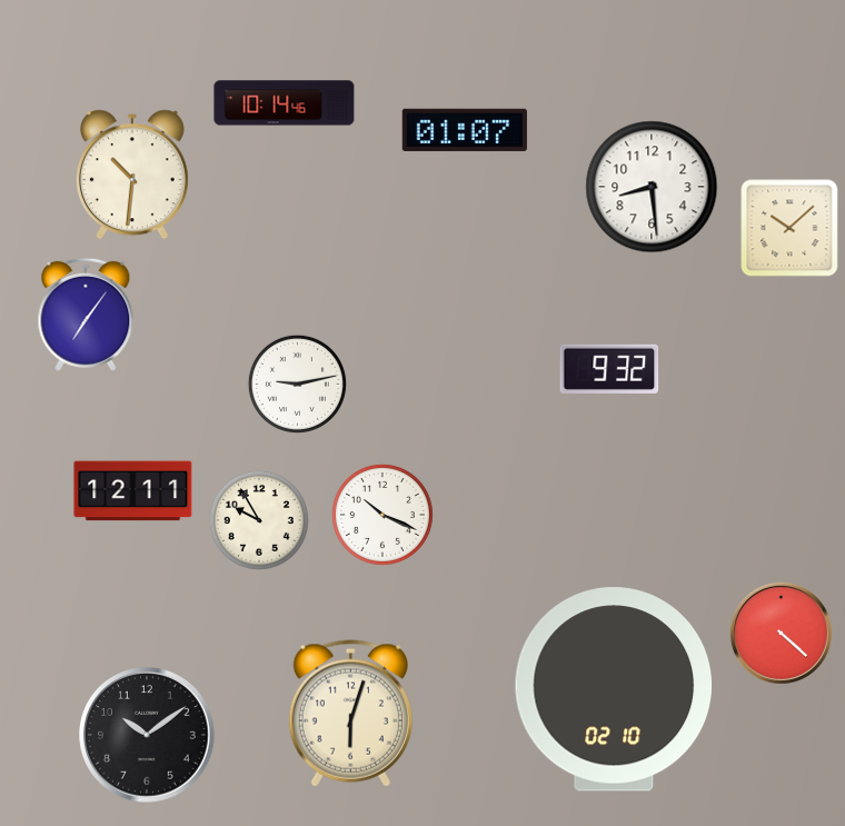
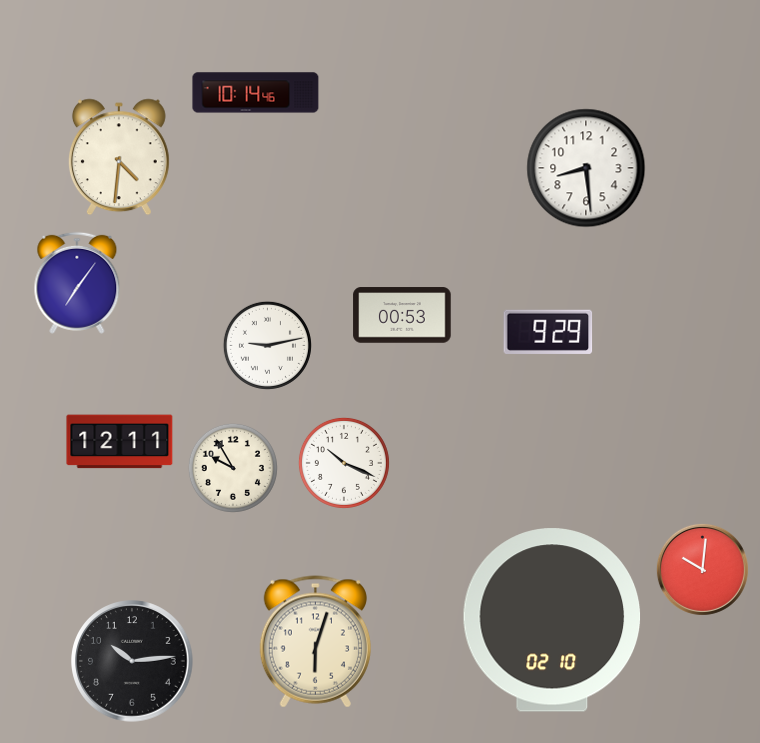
clock at (464, 130): 01:07 -> none
clock at (132, 175): 10:31 -> 4:31
clock at (789, 228): 10:08 -> none
clock at (402, 315): none -> 00:53
clock at (609, 369): 9:32 -> 9:29
clock at (781, 633): 4:22 -> 10:01
clock at (147, 735): 10:09 -> 10:14
